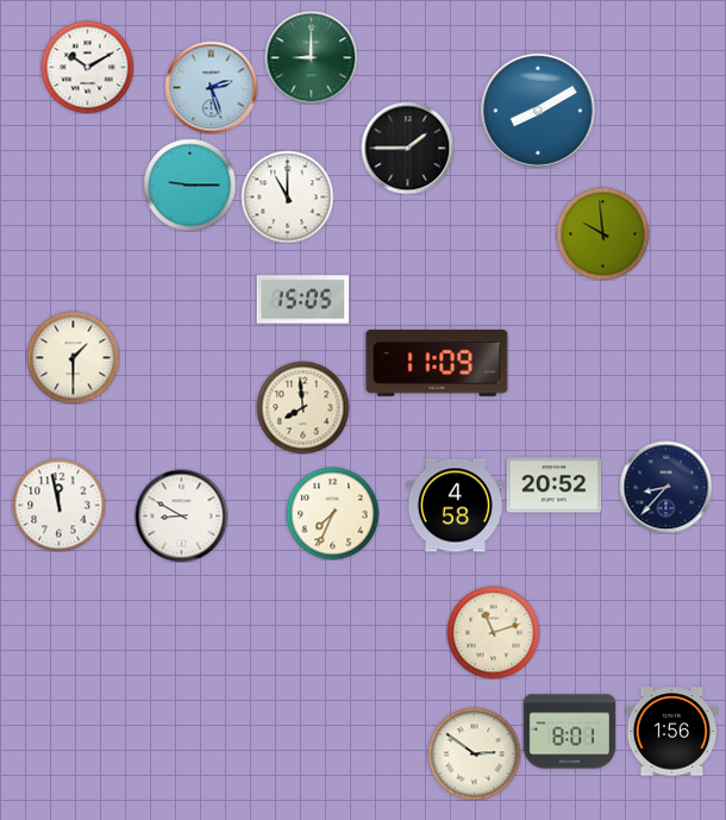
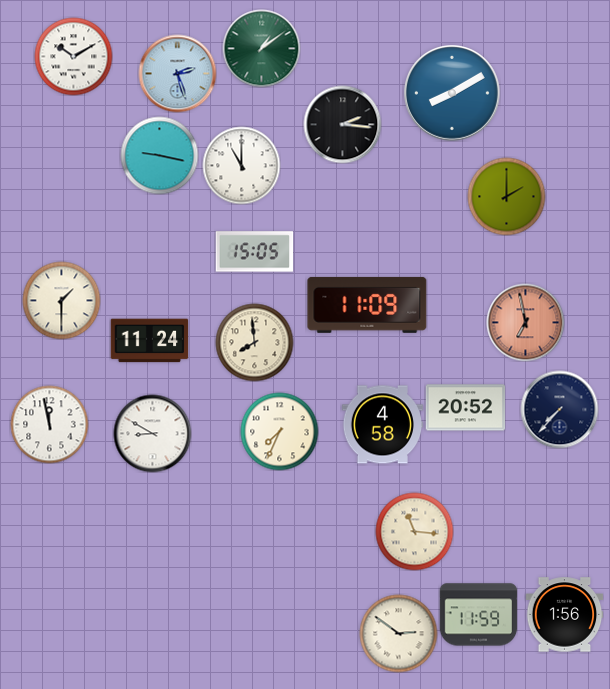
clock at (311, 57): 9:00 -> 1:09
clock at (407, 148): 1:45 -> 2:16
clock at (189, 184): 9:15 -> 9:17
clock at (602, 233): 9:59 -> 2:00
clock at (525, 322): none -> 6:58
clock at (149, 341): none -> 11:24
clock at (665, 487): 8:37 -> 7:37
clock at (493, 632): 11:12 -> 11:16
clock at (569, 732): 8:01 -> 11:59
